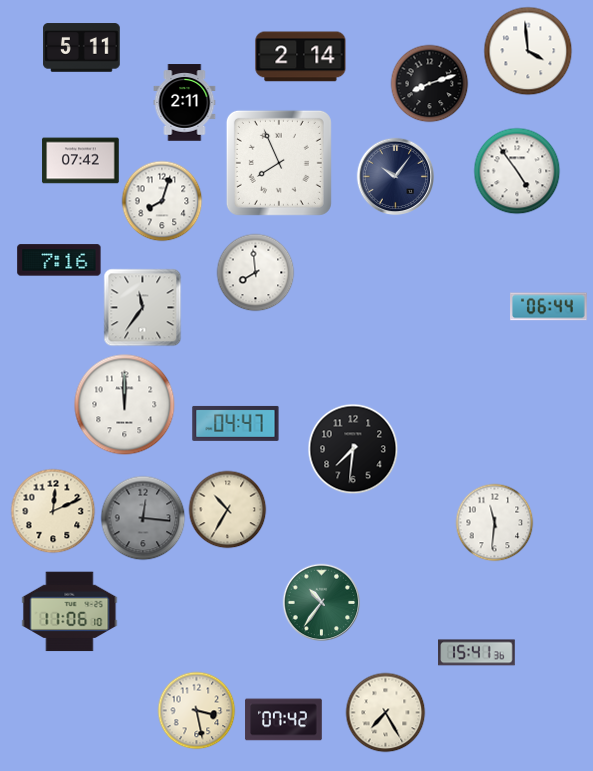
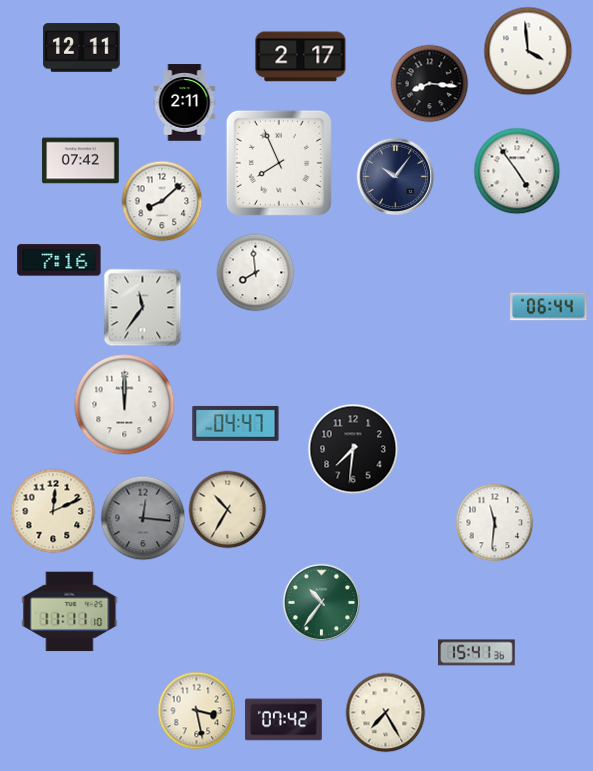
clock at (82, 48): 5:11 -> 12:11
clock at (301, 57): 2:14 -> 2:17
clock at (429, 83): 8:12 -> 8:16
clock at (162, 201): 8:03 -> 8:08
clock at (70, 612): 11:06 -> 11:11
